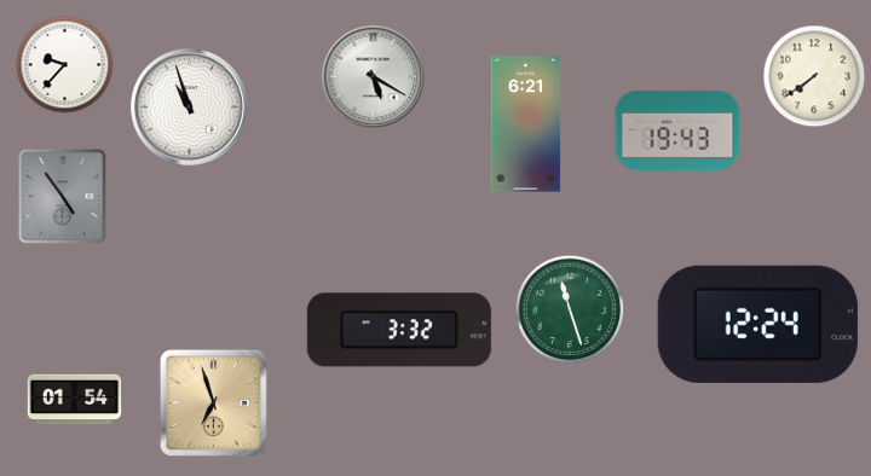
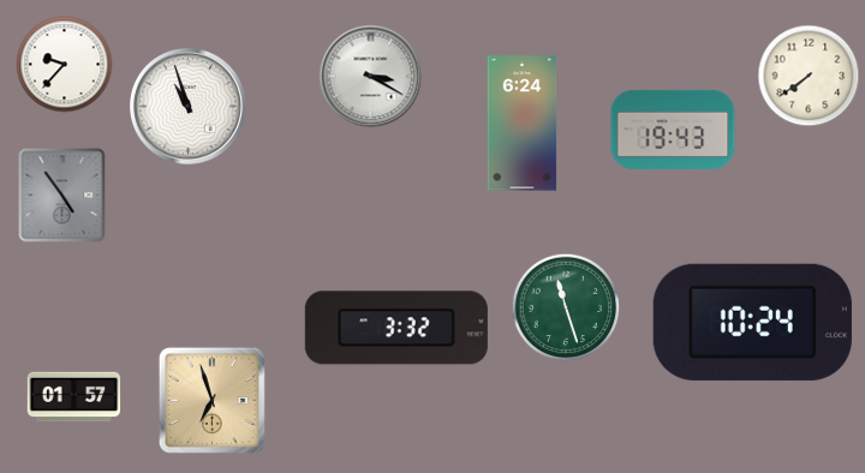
clock at (374, 77): 5:20 -> 3:20
clock at (526, 124): 6:21 -> 6:24
clock at (757, 324): 12:24 -> 10:24
clock at (75, 400): 01:54 -> 01:57
